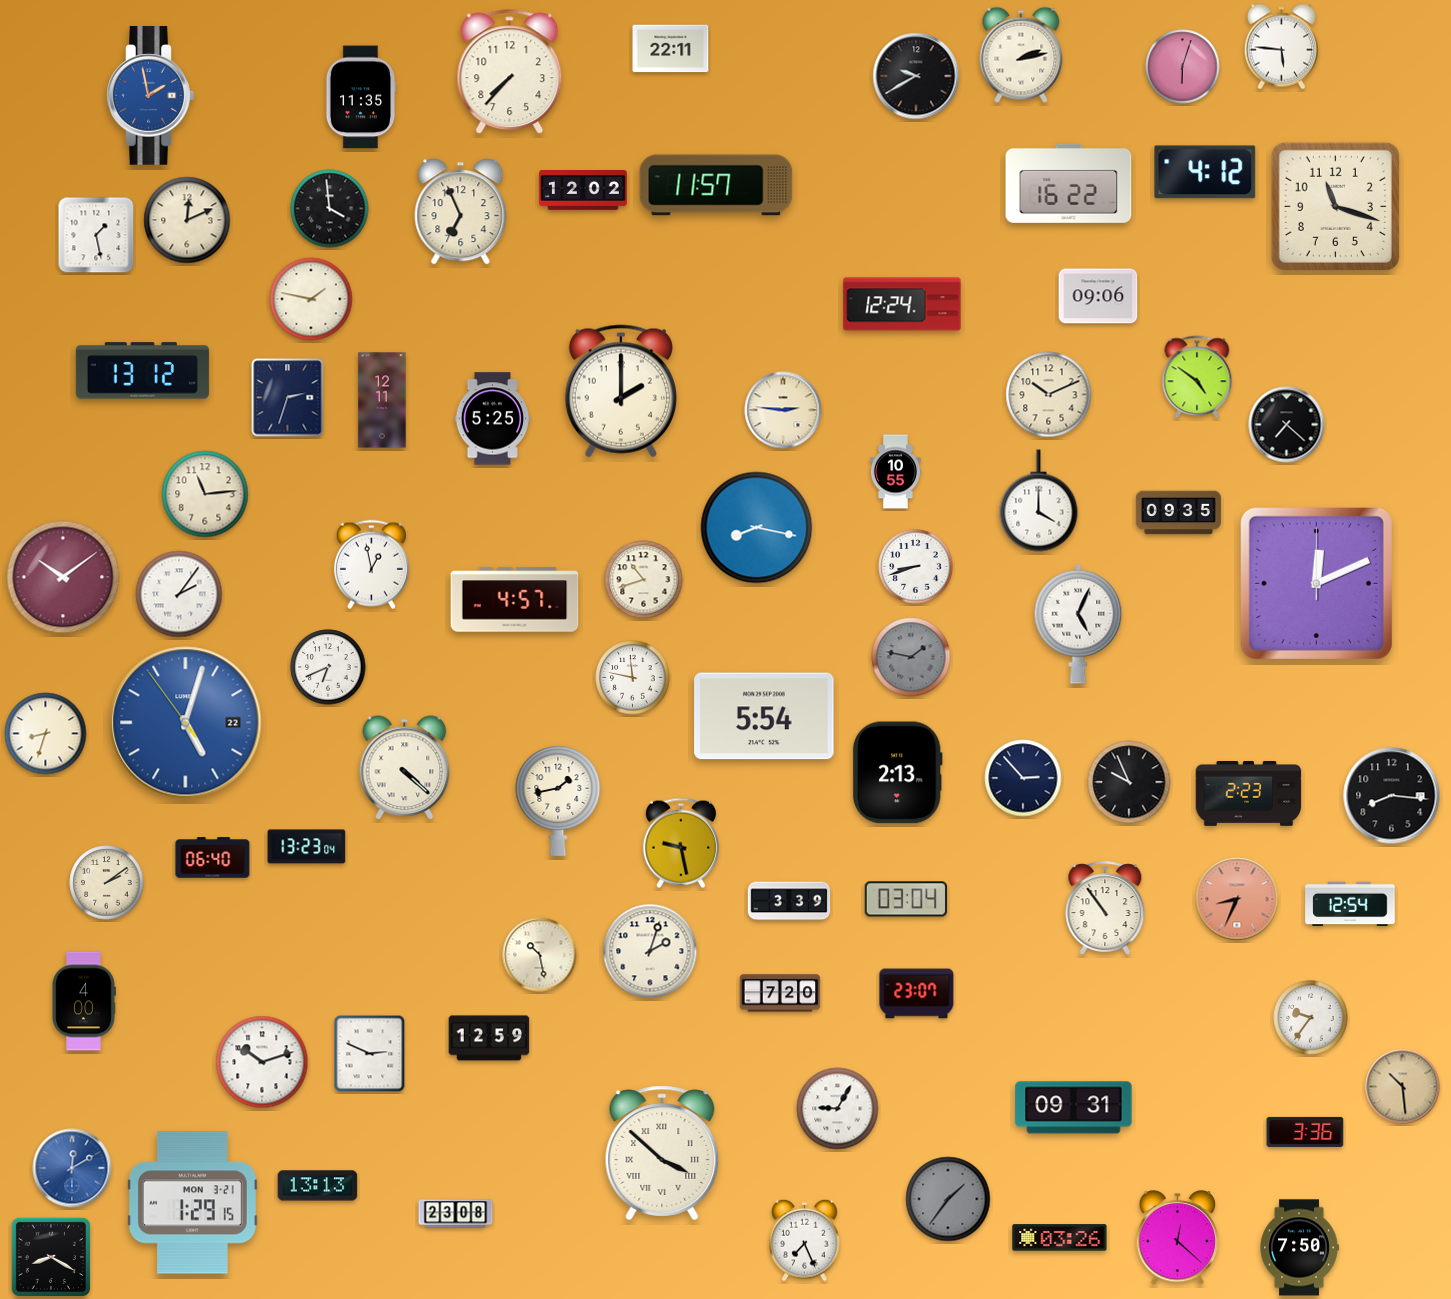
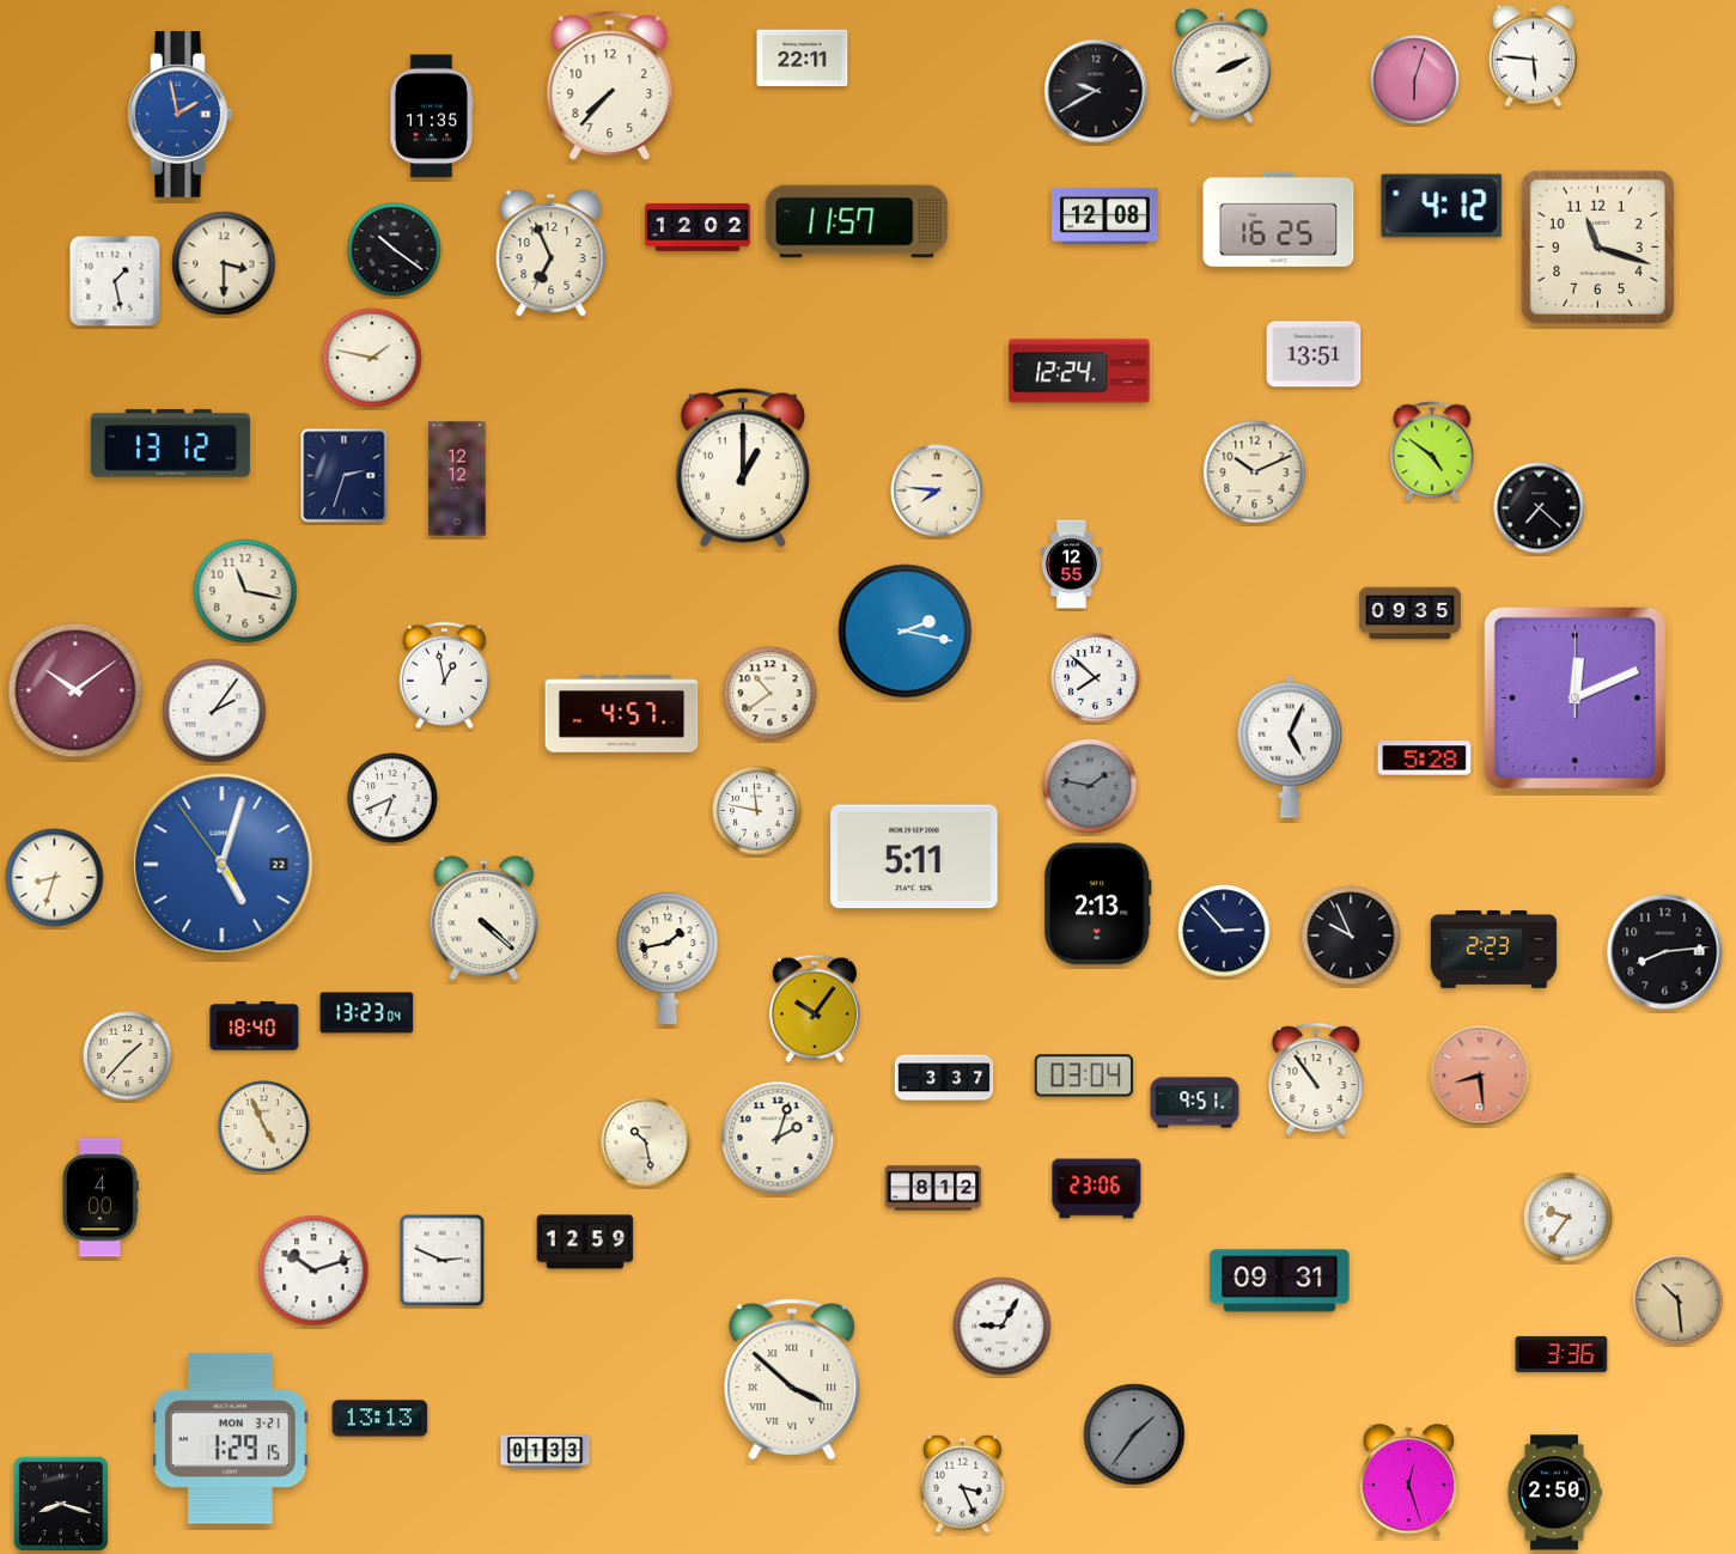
clock at (1021, 55): 2:13 -> 2:11
clock at (1105, 215): none -> 12:08
clock at (1069, 183): 16:22 -> 16:25
clock at (330, 209): 3:59 -> 10:21
clock at (187, 220): 12:11 -> 3:30
clock at (1098, 296): 09:06 -> 13:51
clock at (902, 304) position: (902, 304) -> (1079, 371)
clock at (621, 391): 2:00 -> 1:00
clock at (382, 400): 12:11 -> 12:12
clock at (783, 410): 2:46 -> 7:46
clock at (493, 419): 5:25 -> none
clock at (895, 472): 10:55 -> 12:55
clock at (205, 494): 11:14 -> 11:17
clock at (1039, 501): 4:00 -> none
clock at (757, 528): 8:17 -> 2:17
clock at (916, 567): 8:42 -> 7:52
clock at (644, 580): 10:42 -> 10:39
clock at (515, 600) position: (515, 600) -> (622, 714)
clock at (1425, 758): none -> 5:28
clock at (764, 716): 5:54 -> 5:11
clock at (897, 773) position: (897, 773) -> (1097, 904)
clock at (1392, 796): 8:16 -> 8:14
clock at (681, 843): 9:28 -> 10:06
clock at (213, 858): 06:40 -> 18:40
clock at (107, 883): 2:09 -> 1:37
clock at (1237, 899): 8:34 -> 8:29
clock at (789, 901): 3:39 -> 3:37
clock at (1350, 904): 12:54 -> none
clock at (1105, 908) position: (1105, 908) -> (1316, 1079)
clock at (1195, 1103): none -> 9:51
clock at (264, 1127): none -> 4:56
clock at (780, 993): 7:20 -> 8:12
clock at (917, 994): 23:07 -> 23:06
clock at (1074, 1108) position: (1074, 1108) -> (1280, 1281)
clock at (72, 1168): 12:10 -> none
clock at (456, 1214): 23:08 -> 01:33
clock at (1060, 1238): 03:26 -> none
clock at (1178, 1238): 12:22 -> 12:27
clock at (805, 1240): 7:26 -> 3:26
clock at (1299, 1248): 7:50 -> 2:50
clock at (51, 1257): 8:20 -> 8:18
